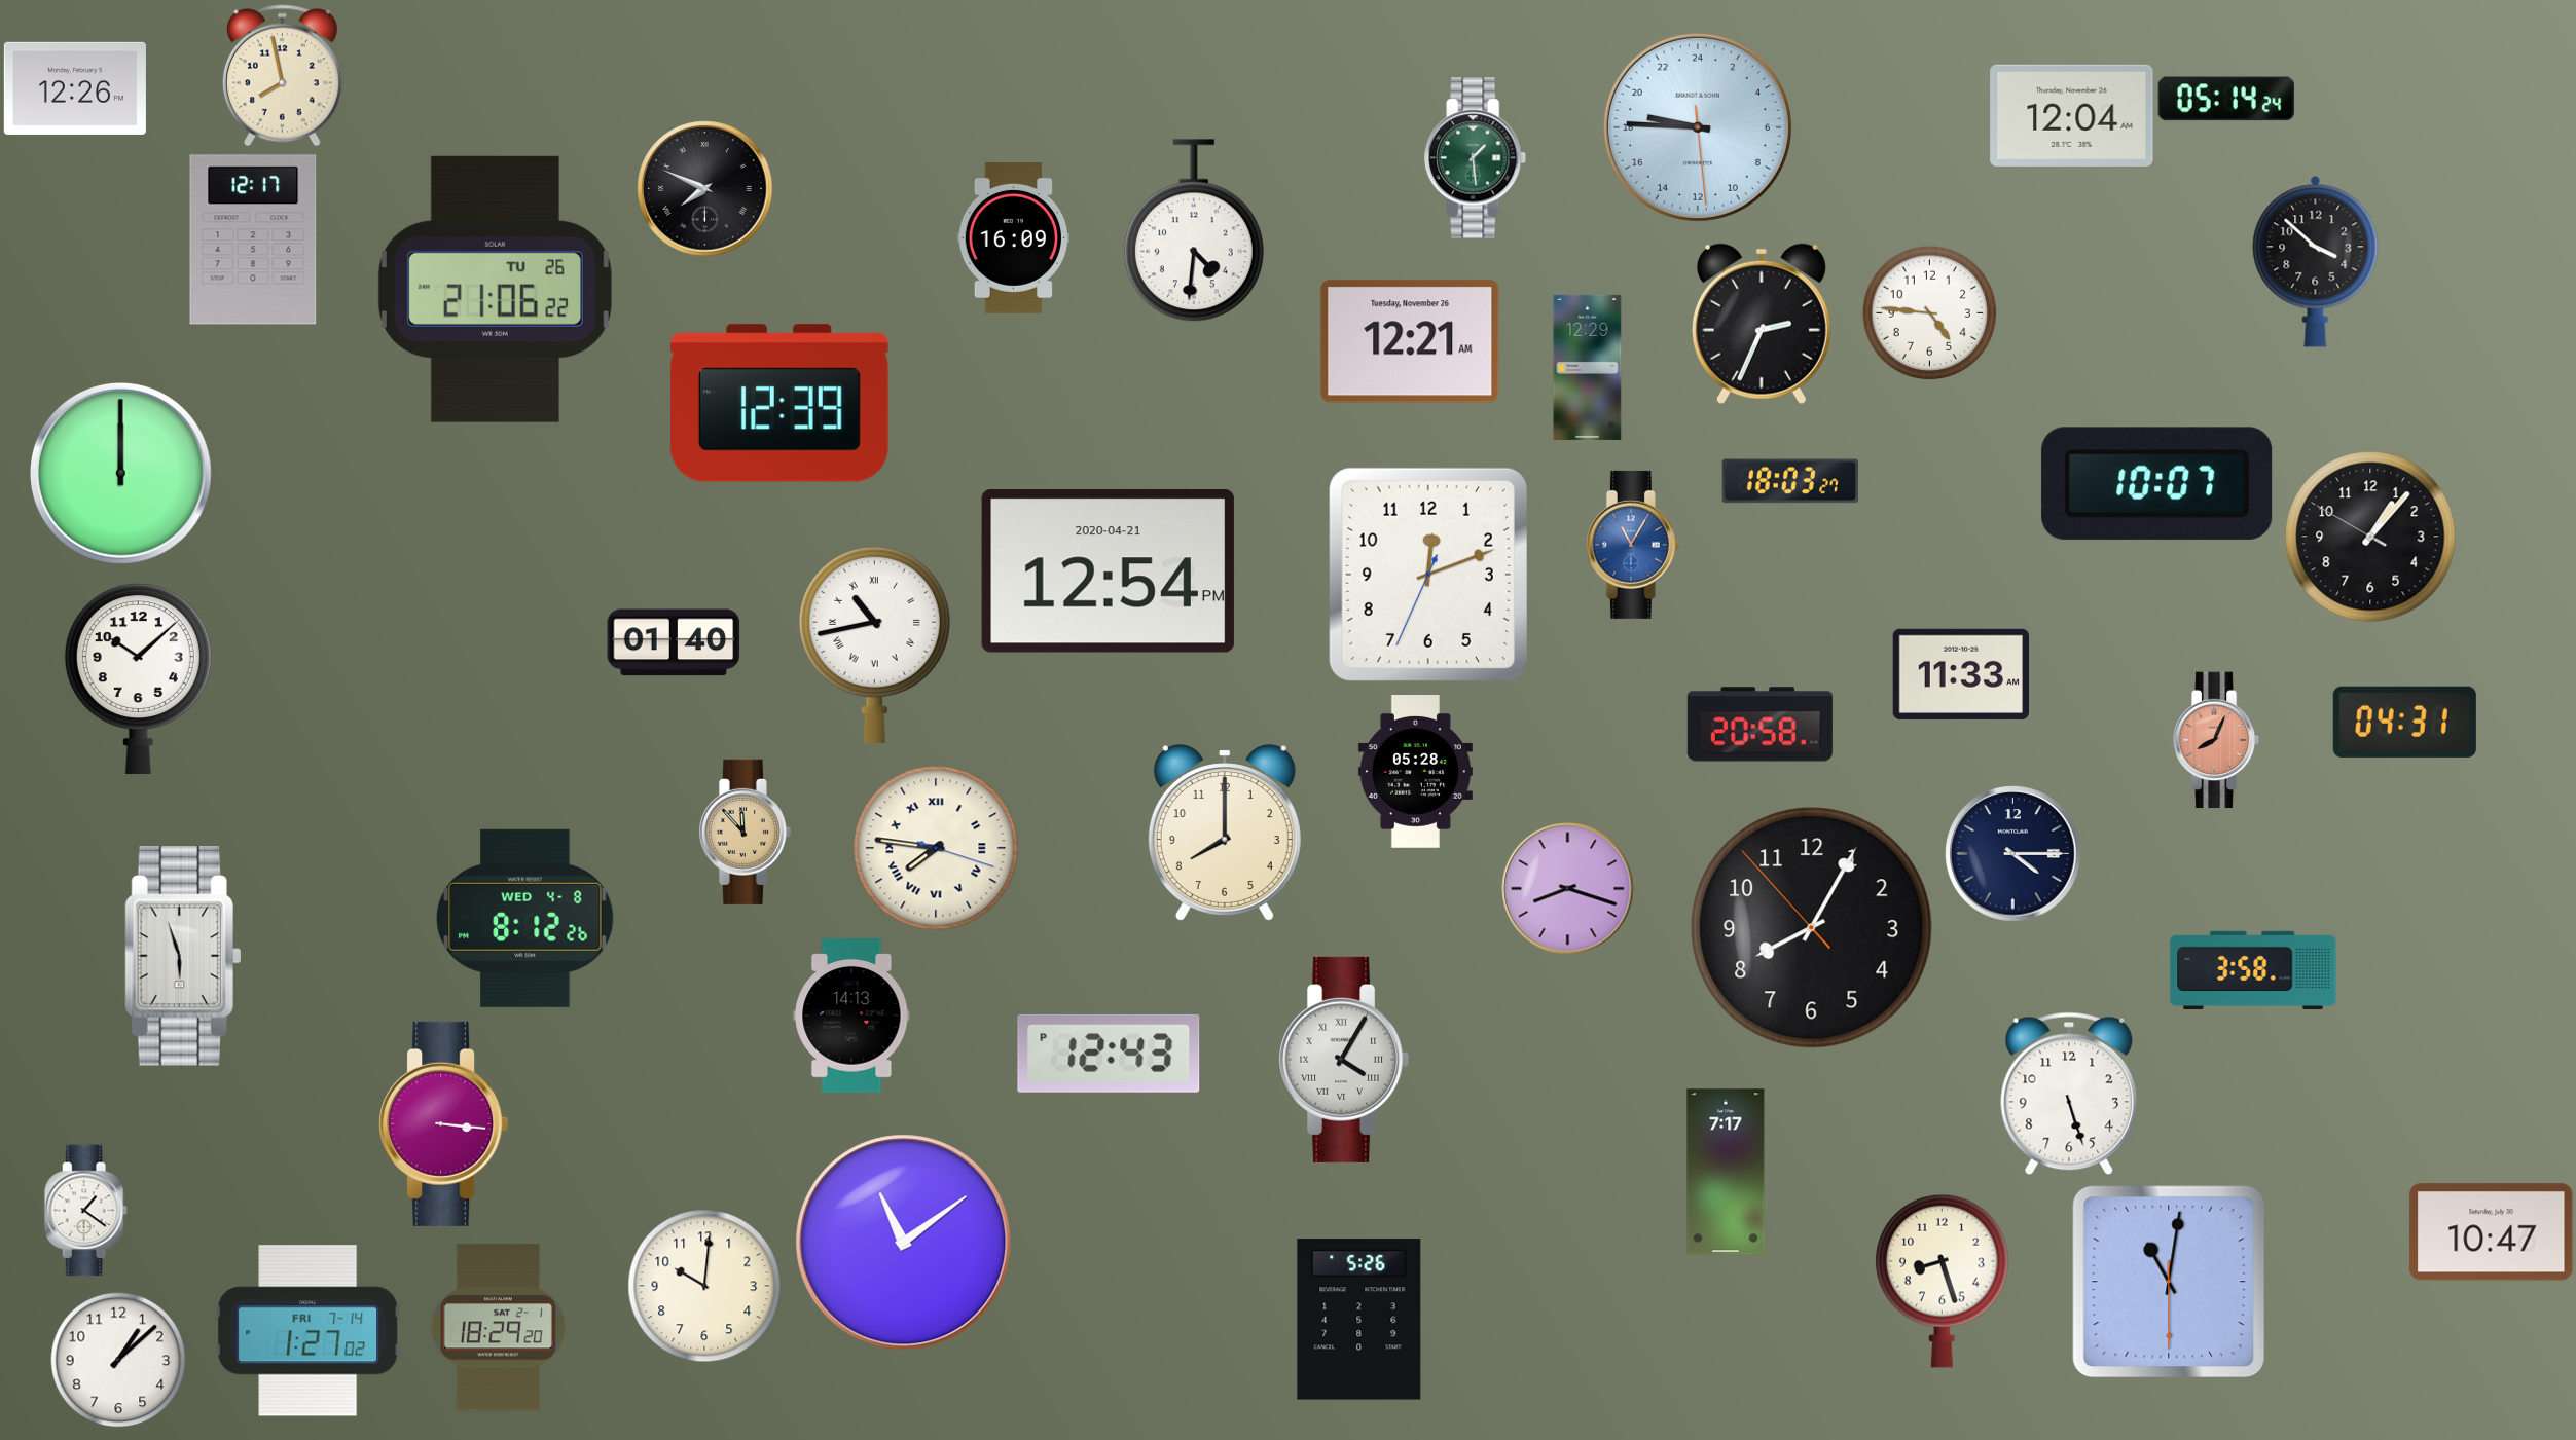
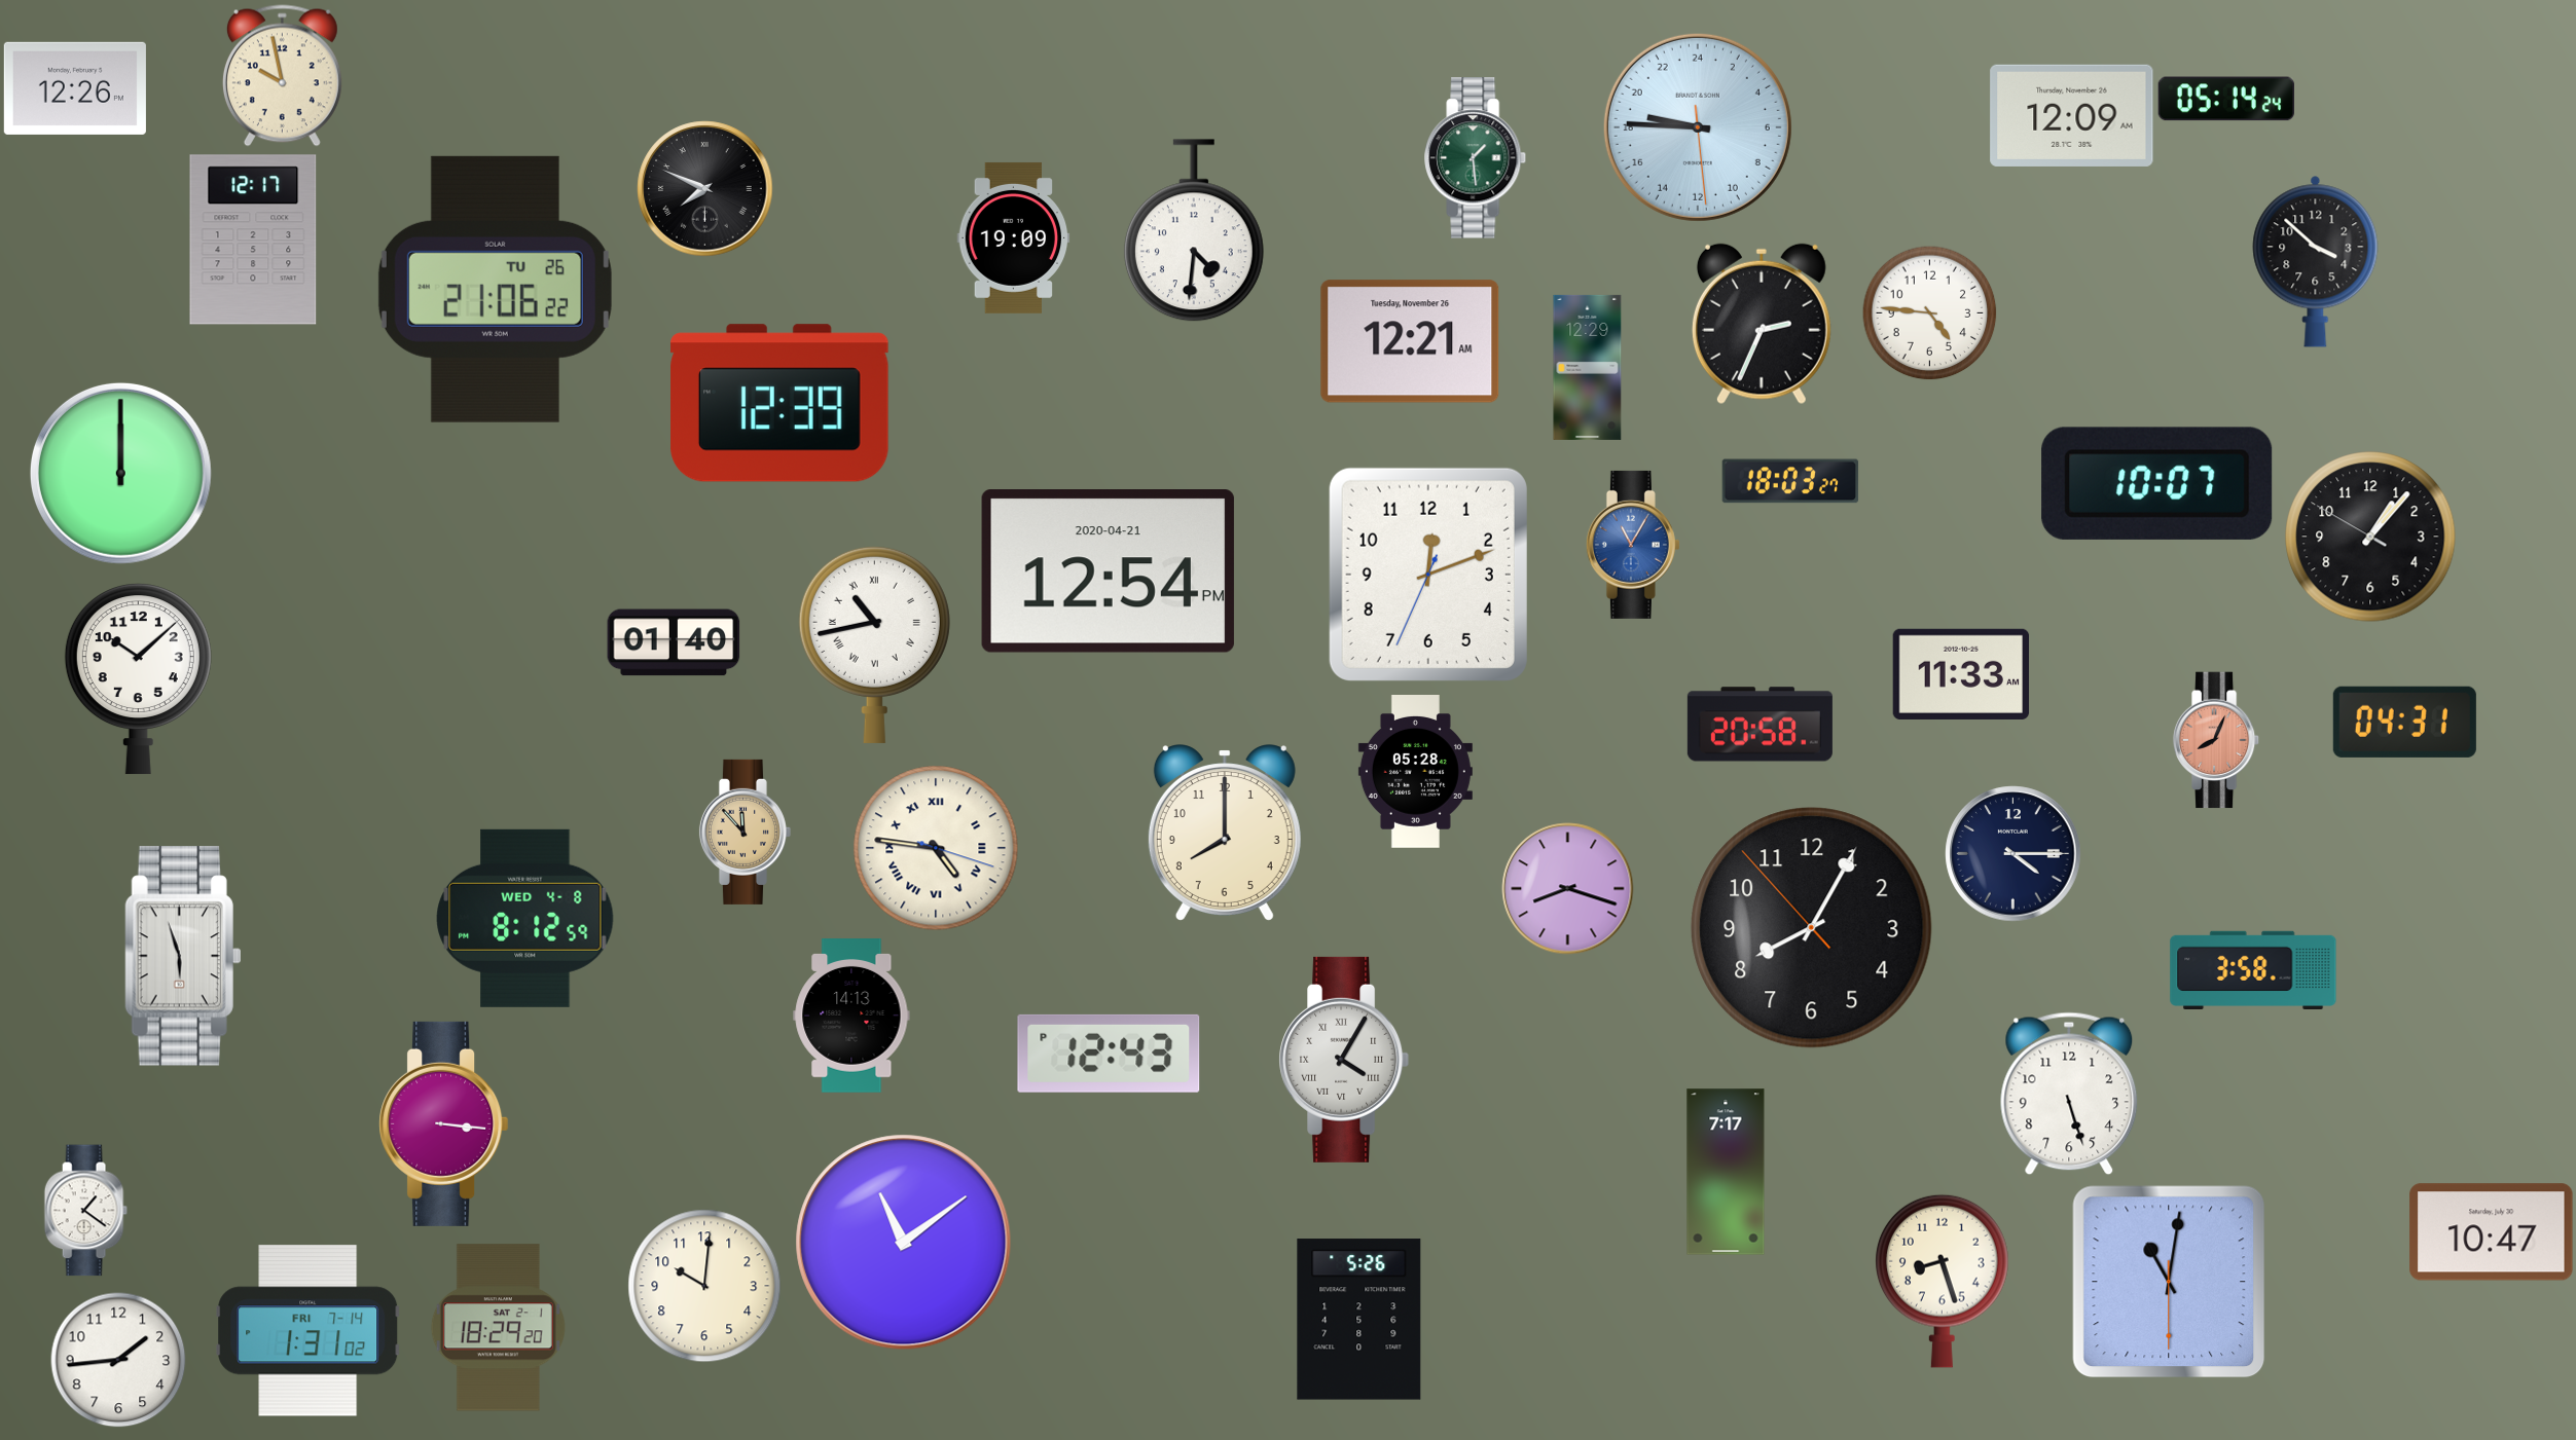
clock at (282, 76): 7:58 -> 9:58
clock at (2072, 115): 12:04 -> 12:09
clock at (1014, 237): 16:09 -> 19:09
clock at (936, 848): 7:46 -> 4:46
clock at (525, 918): 8:12:26 -> 8:12:59
clock at (309, 1331): 1:27 -> 1:31
clock at (118, 1360): 1:08 -> 1:44
